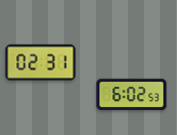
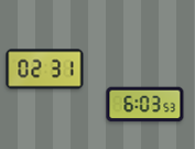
clock at (132, 95): 6:02 -> 6:03
